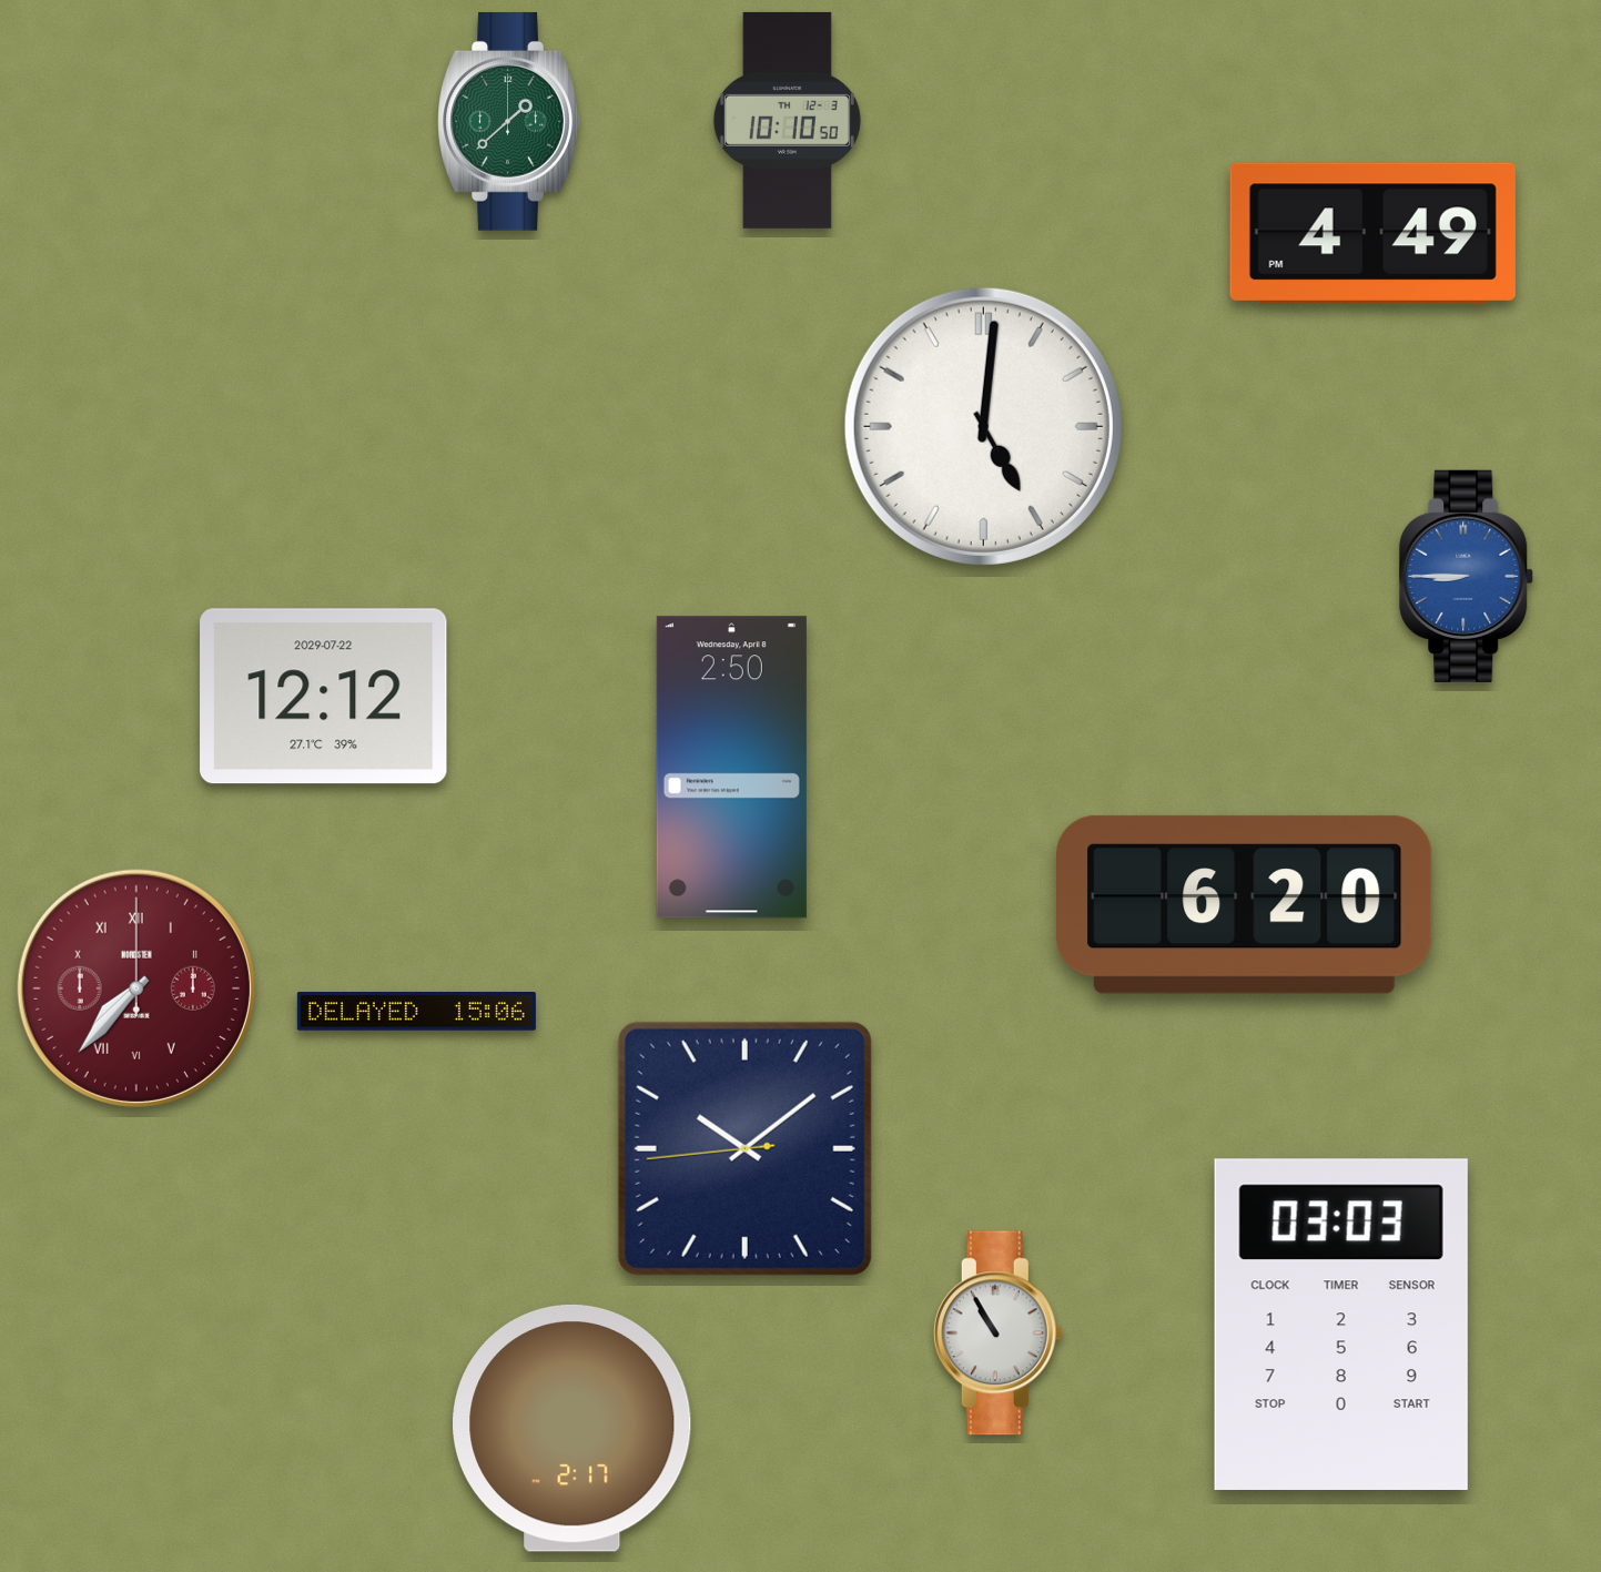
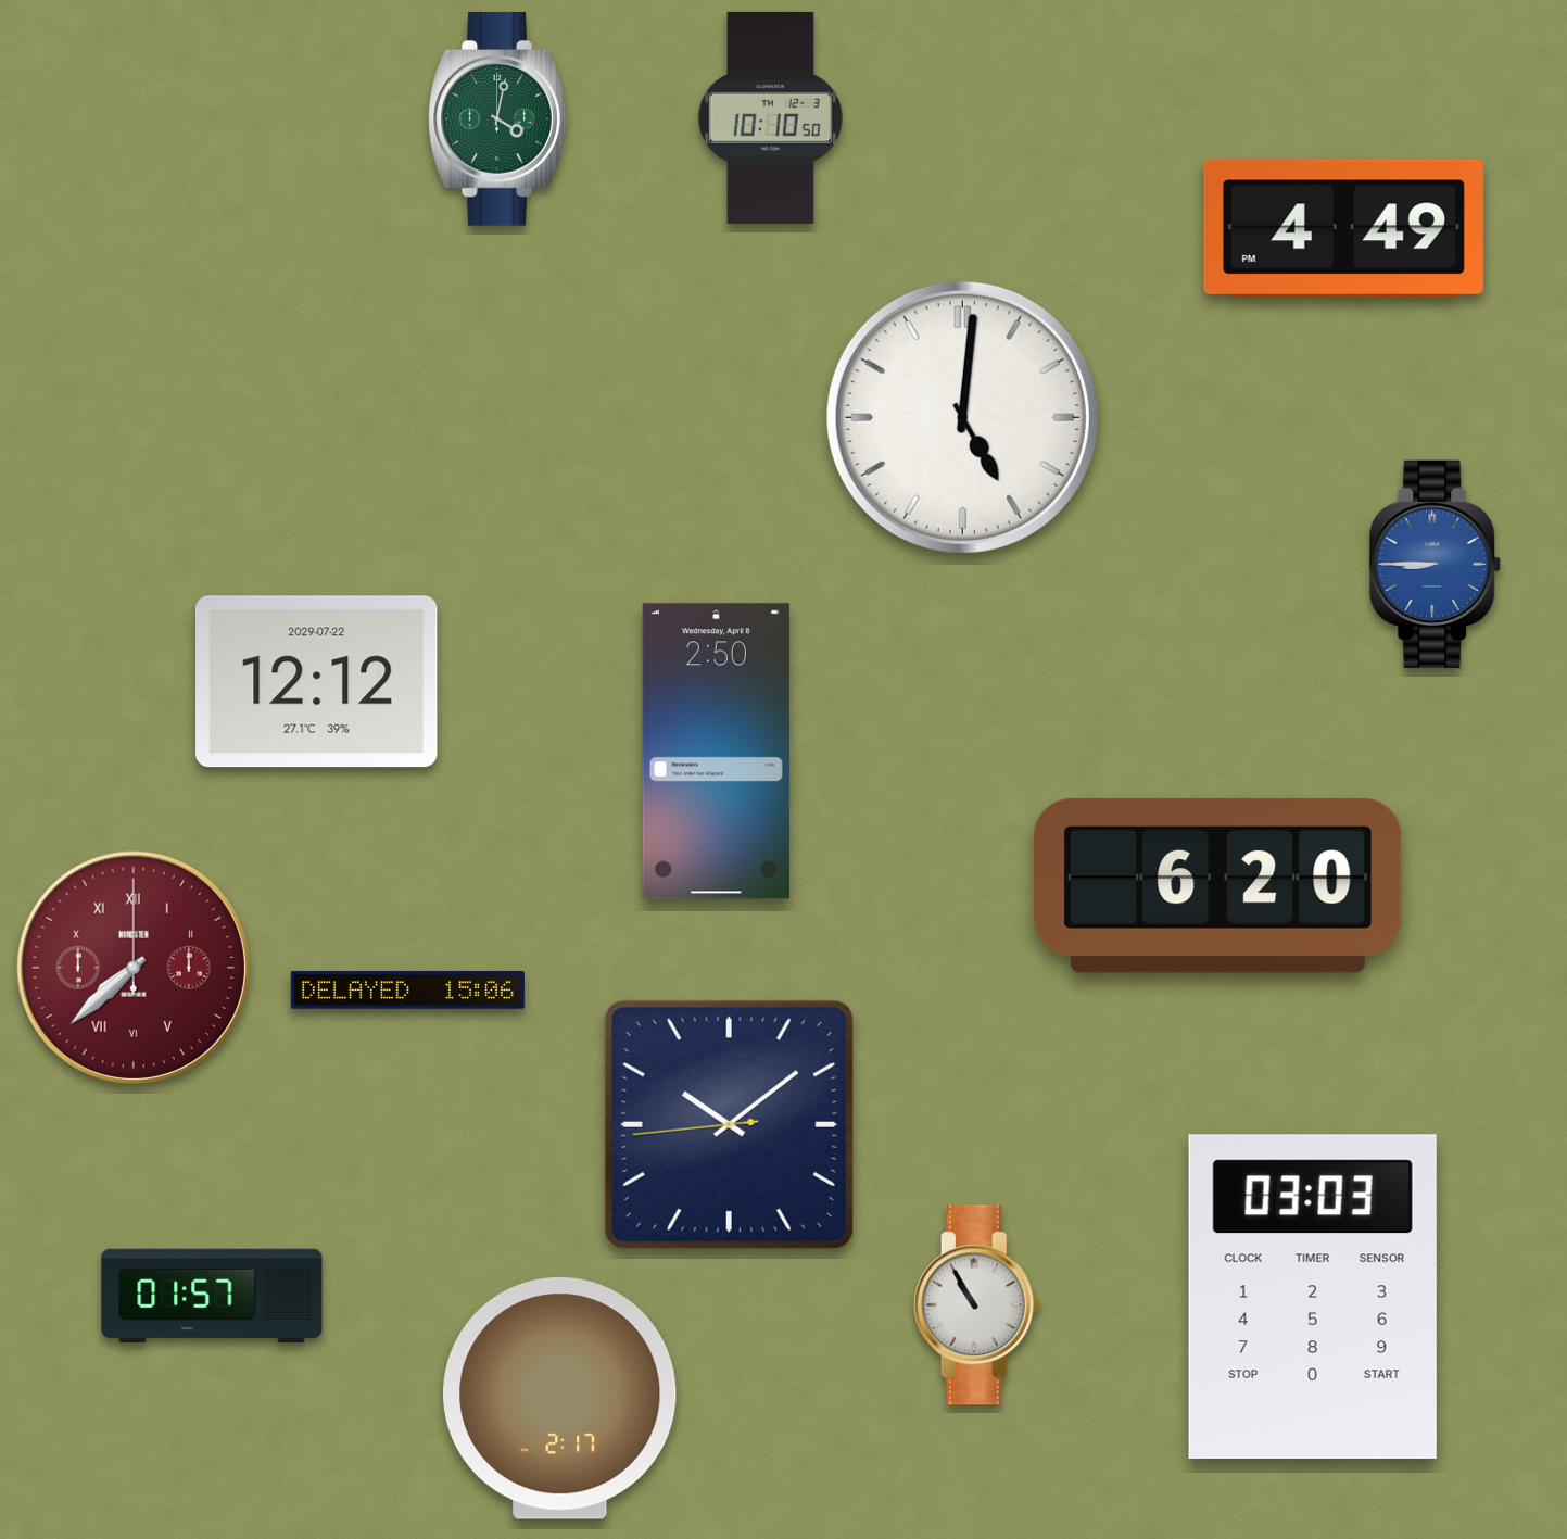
clock at (509, 121): 1:38 -> 4:02
clock at (136, 988): 7:37 -> 7:38
clock at (212, 1296): none -> 01:57
